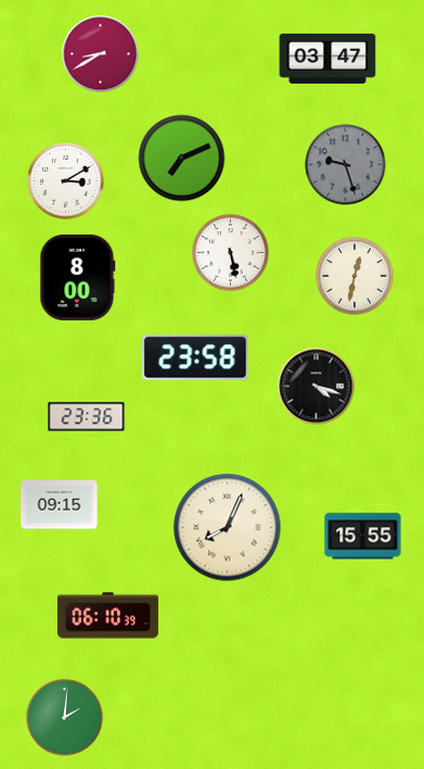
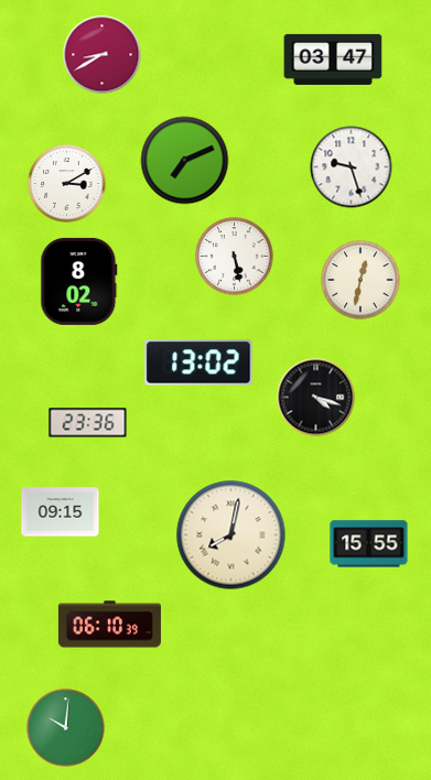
clock at (346, 165) dial: grey -> white
clock at (78, 277): 8:00 -> 8:02
clock at (195, 357): 23:58 -> 13:02
clock at (317, 387) position: (317, 387) -> (316, 398)
clock at (228, 528): 8:04 -> 8:02
clock at (65, 718): 2:01 -> 10:01
